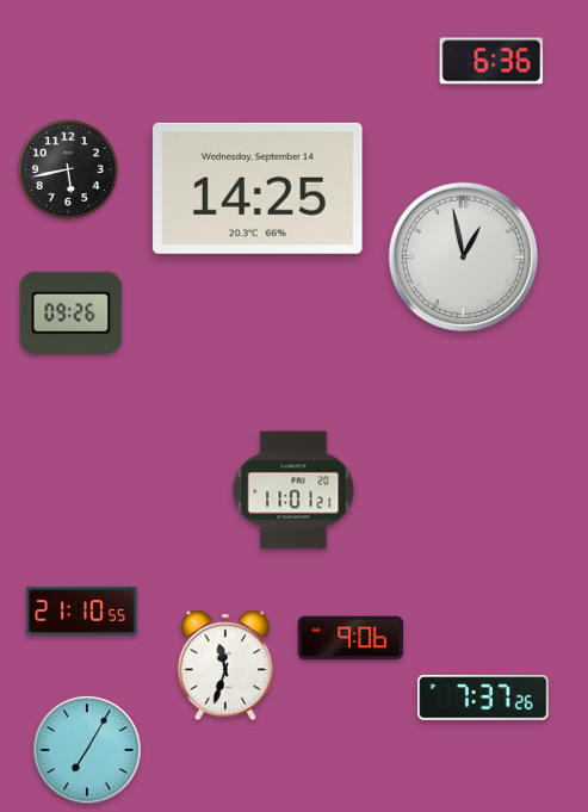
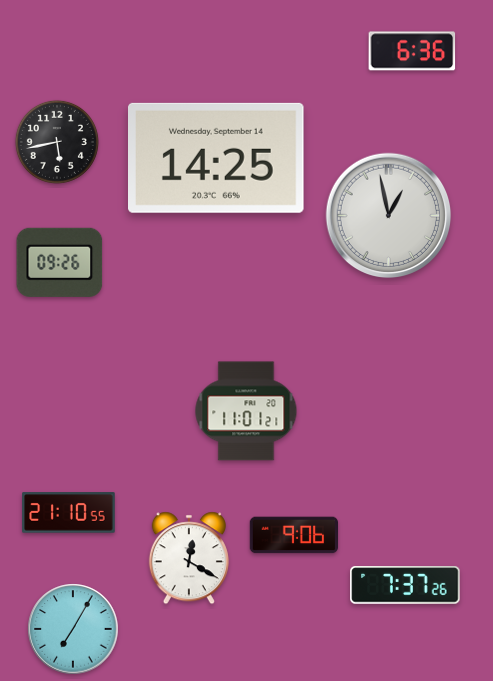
clock at (225, 665): 11:33 -> 12:20
